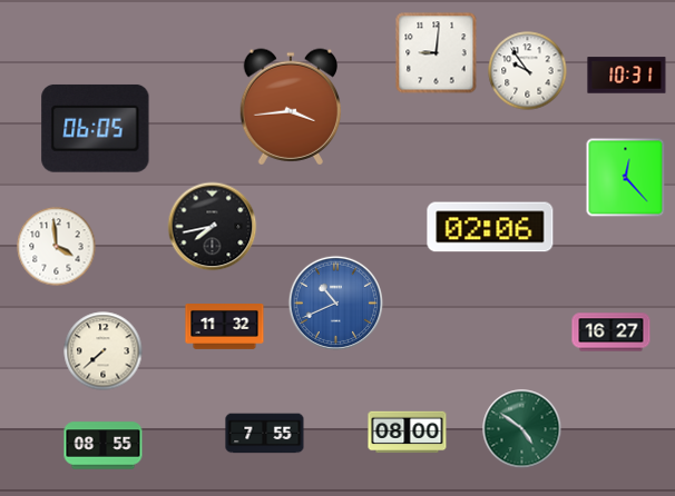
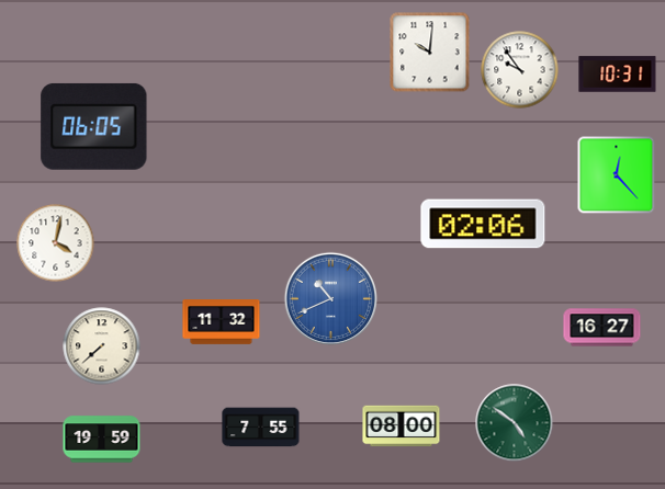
clock at (437, 53): 9:01 -> 10:01
clock at (291, 107): 3:44 -> none
clock at (213, 227): 7:43 -> none
clock at (57, 247): 3:59 -> 4:02
clock at (104, 446): 08:55 -> 19:59
